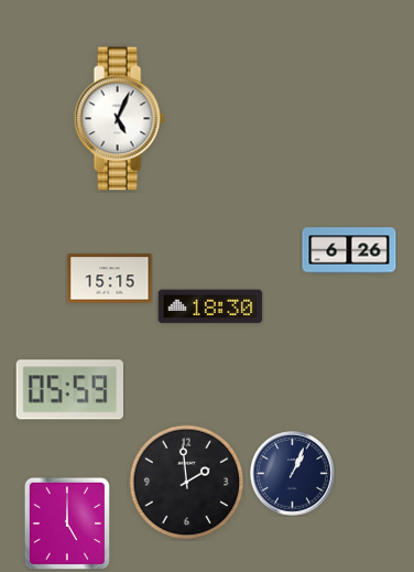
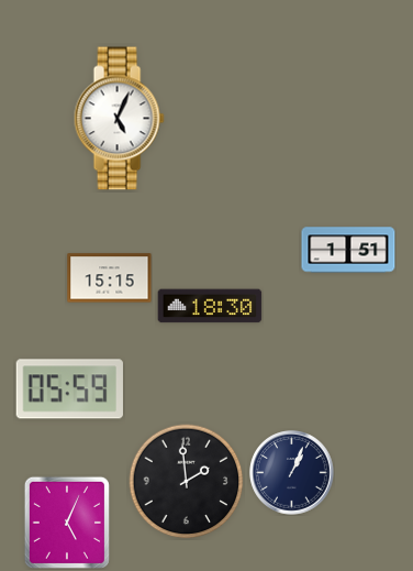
clock at (349, 250): 6:26 -> 1:51
clock at (67, 524): 5:00 -> 5:04
